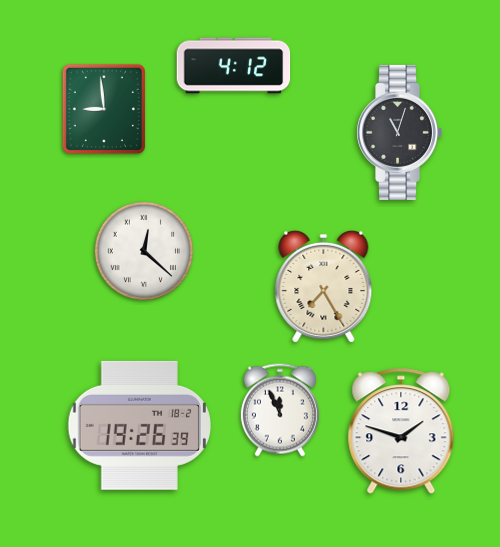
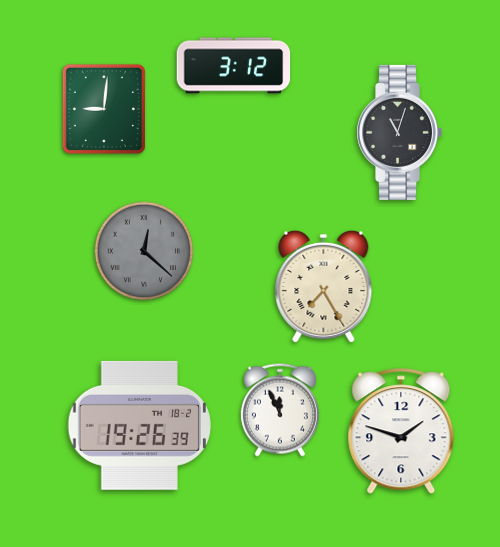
clock at (234, 66): 4:12 -> 3:12
clock at (104, 109): 8:59 -> 9:01
clock at (144, 251) dial: white -> grey
